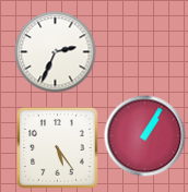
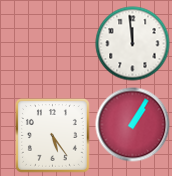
clock at (133, 44): none -> 11:59
clock at (56, 52): 2:34 -> none
